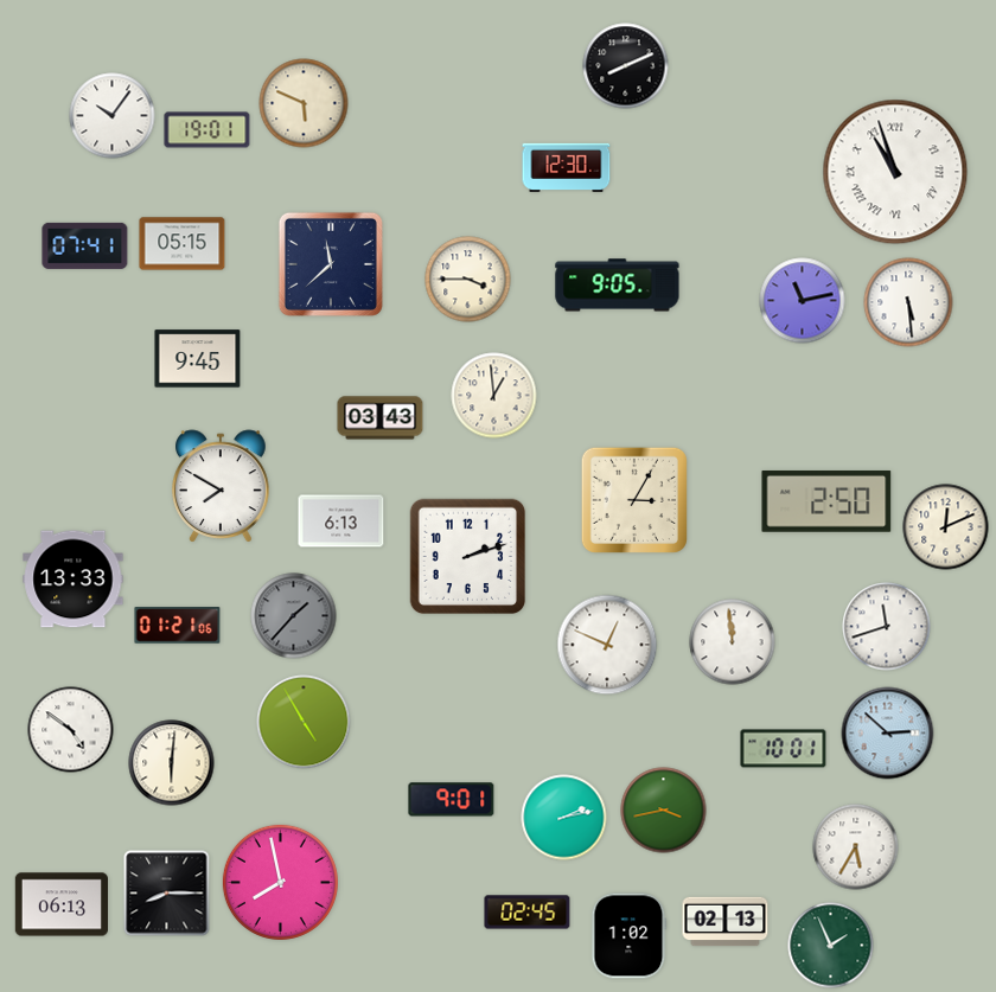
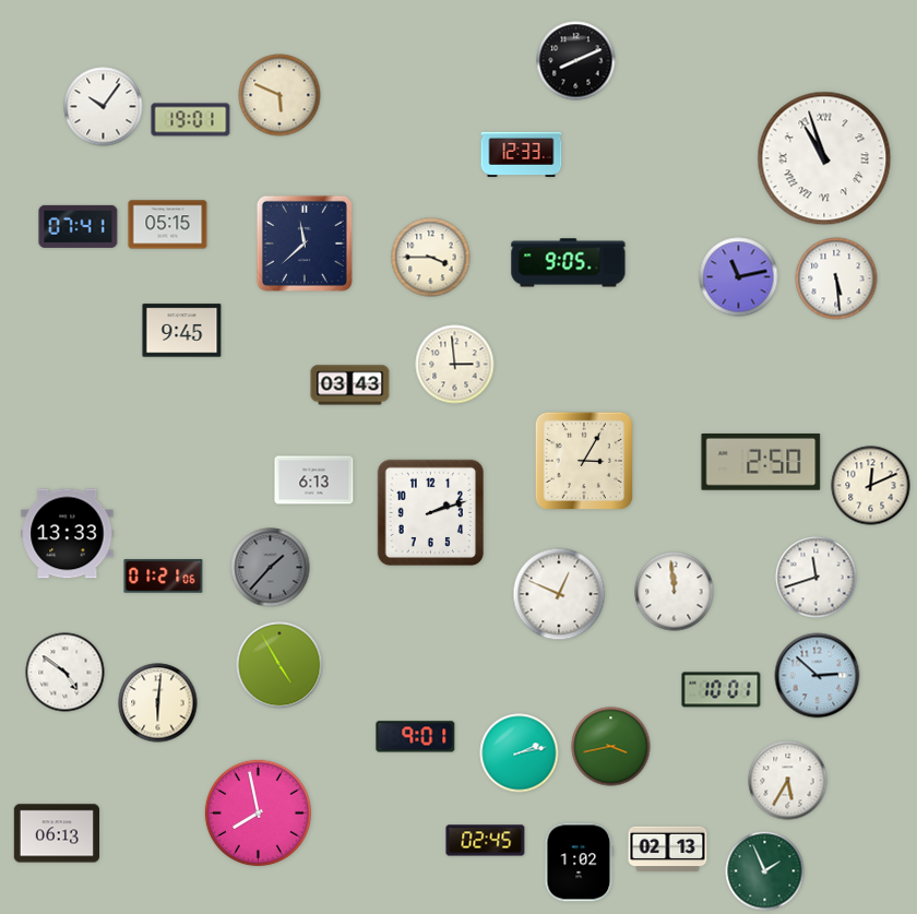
clock at (567, 167): 12:30 -> 12:33
clock at (494, 396): 12:59 -> 2:59
clock at (221, 486): 7:50 -> none
clock at (167, 894): 8:15 -> none
